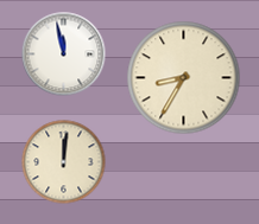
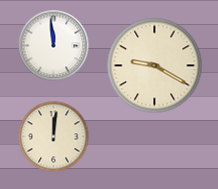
clock at (64, 55): 11:58 -> 11:59
clock at (184, 78): 8:35 -> 9:20
